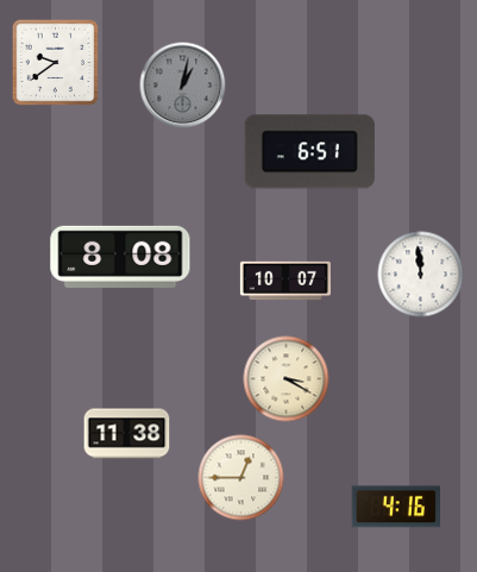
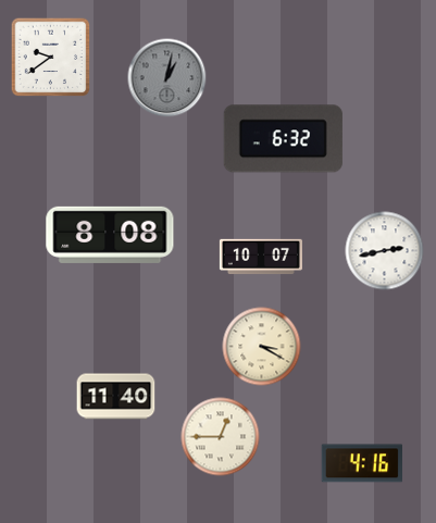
clock at (309, 152): 6:51 -> 6:32
clock at (421, 275): 11:59 -> 2:43
clock at (127, 434): 11:38 -> 11:40
